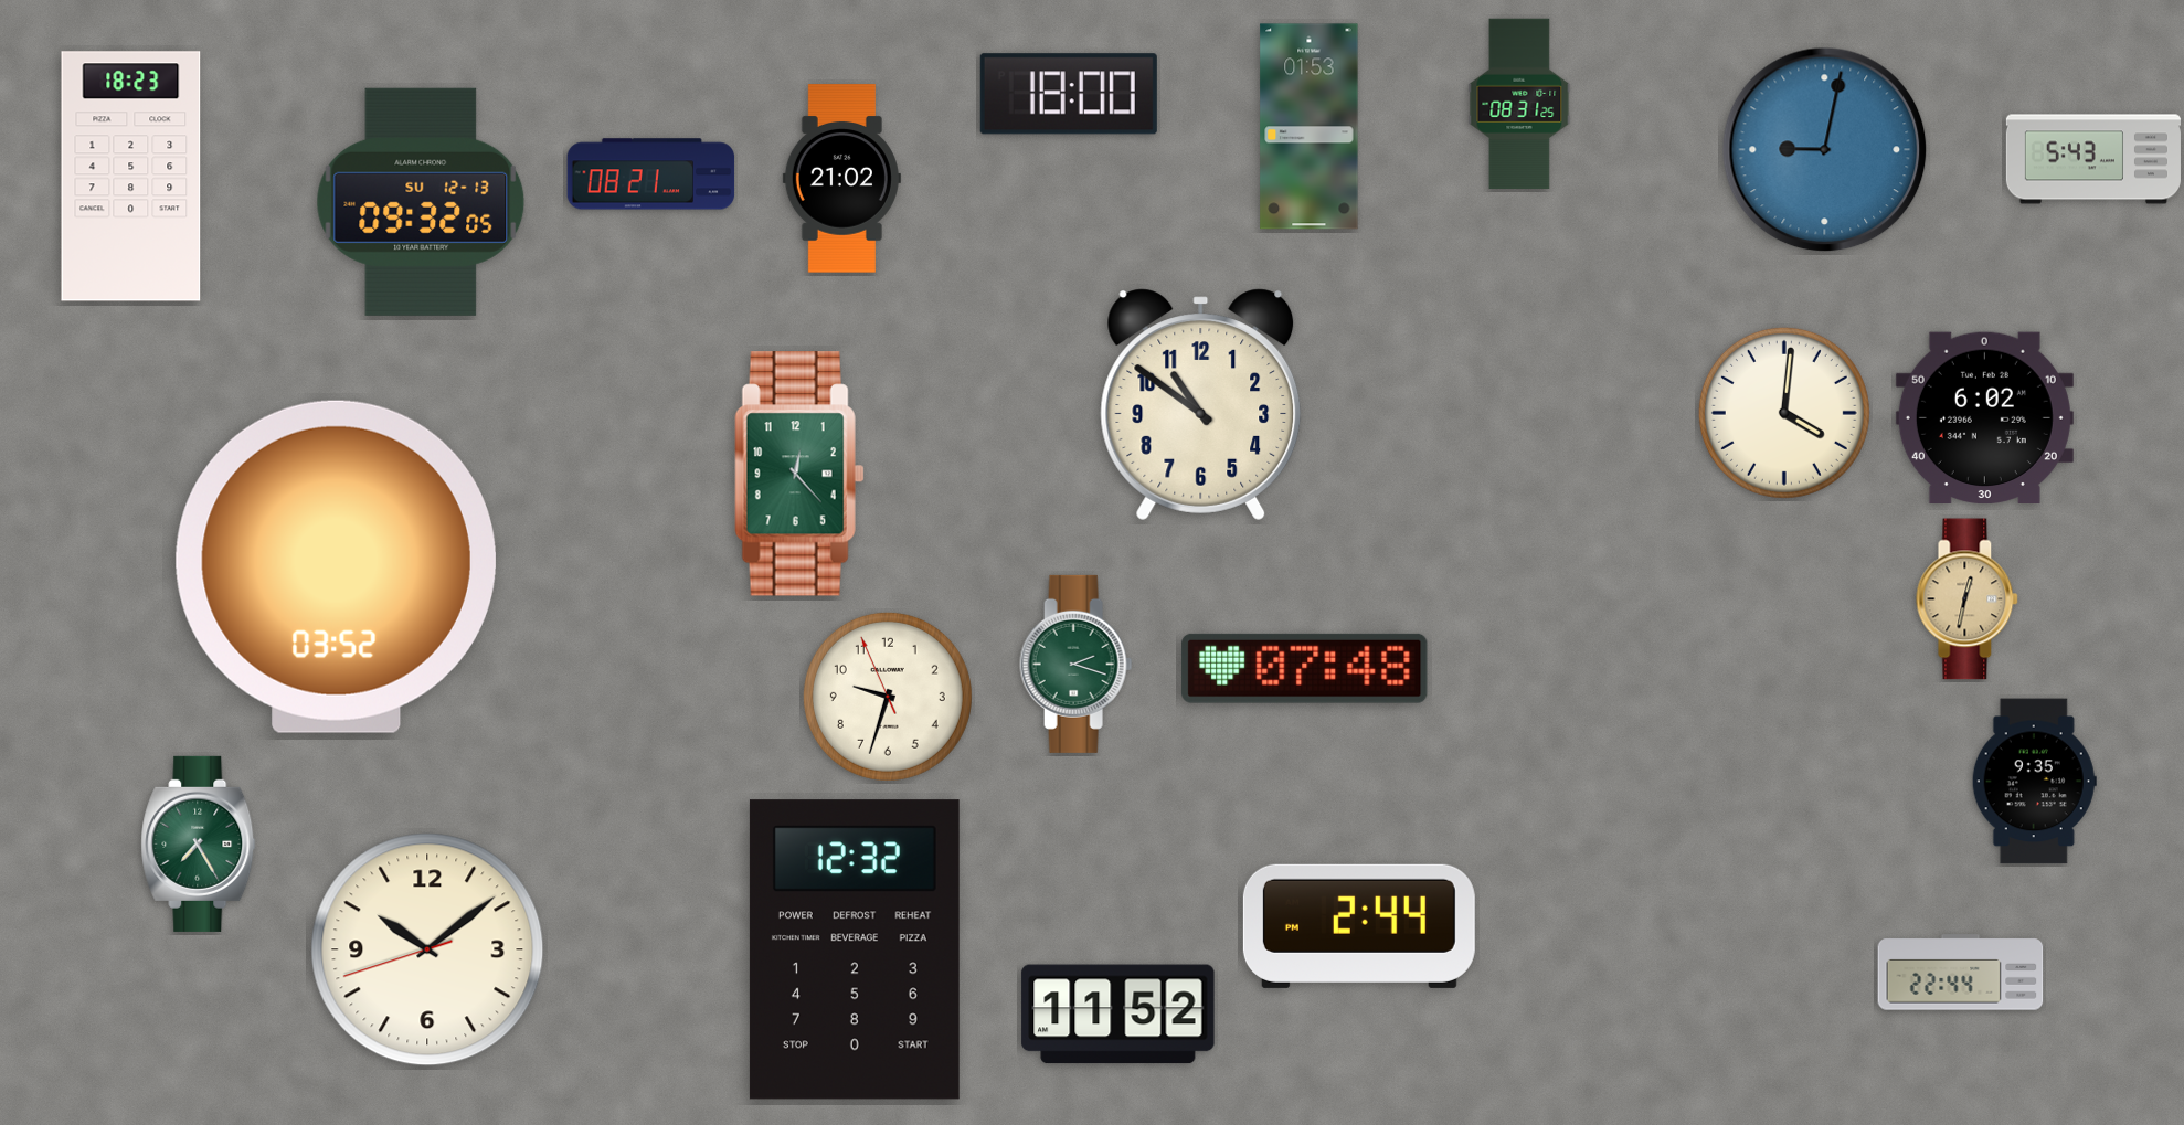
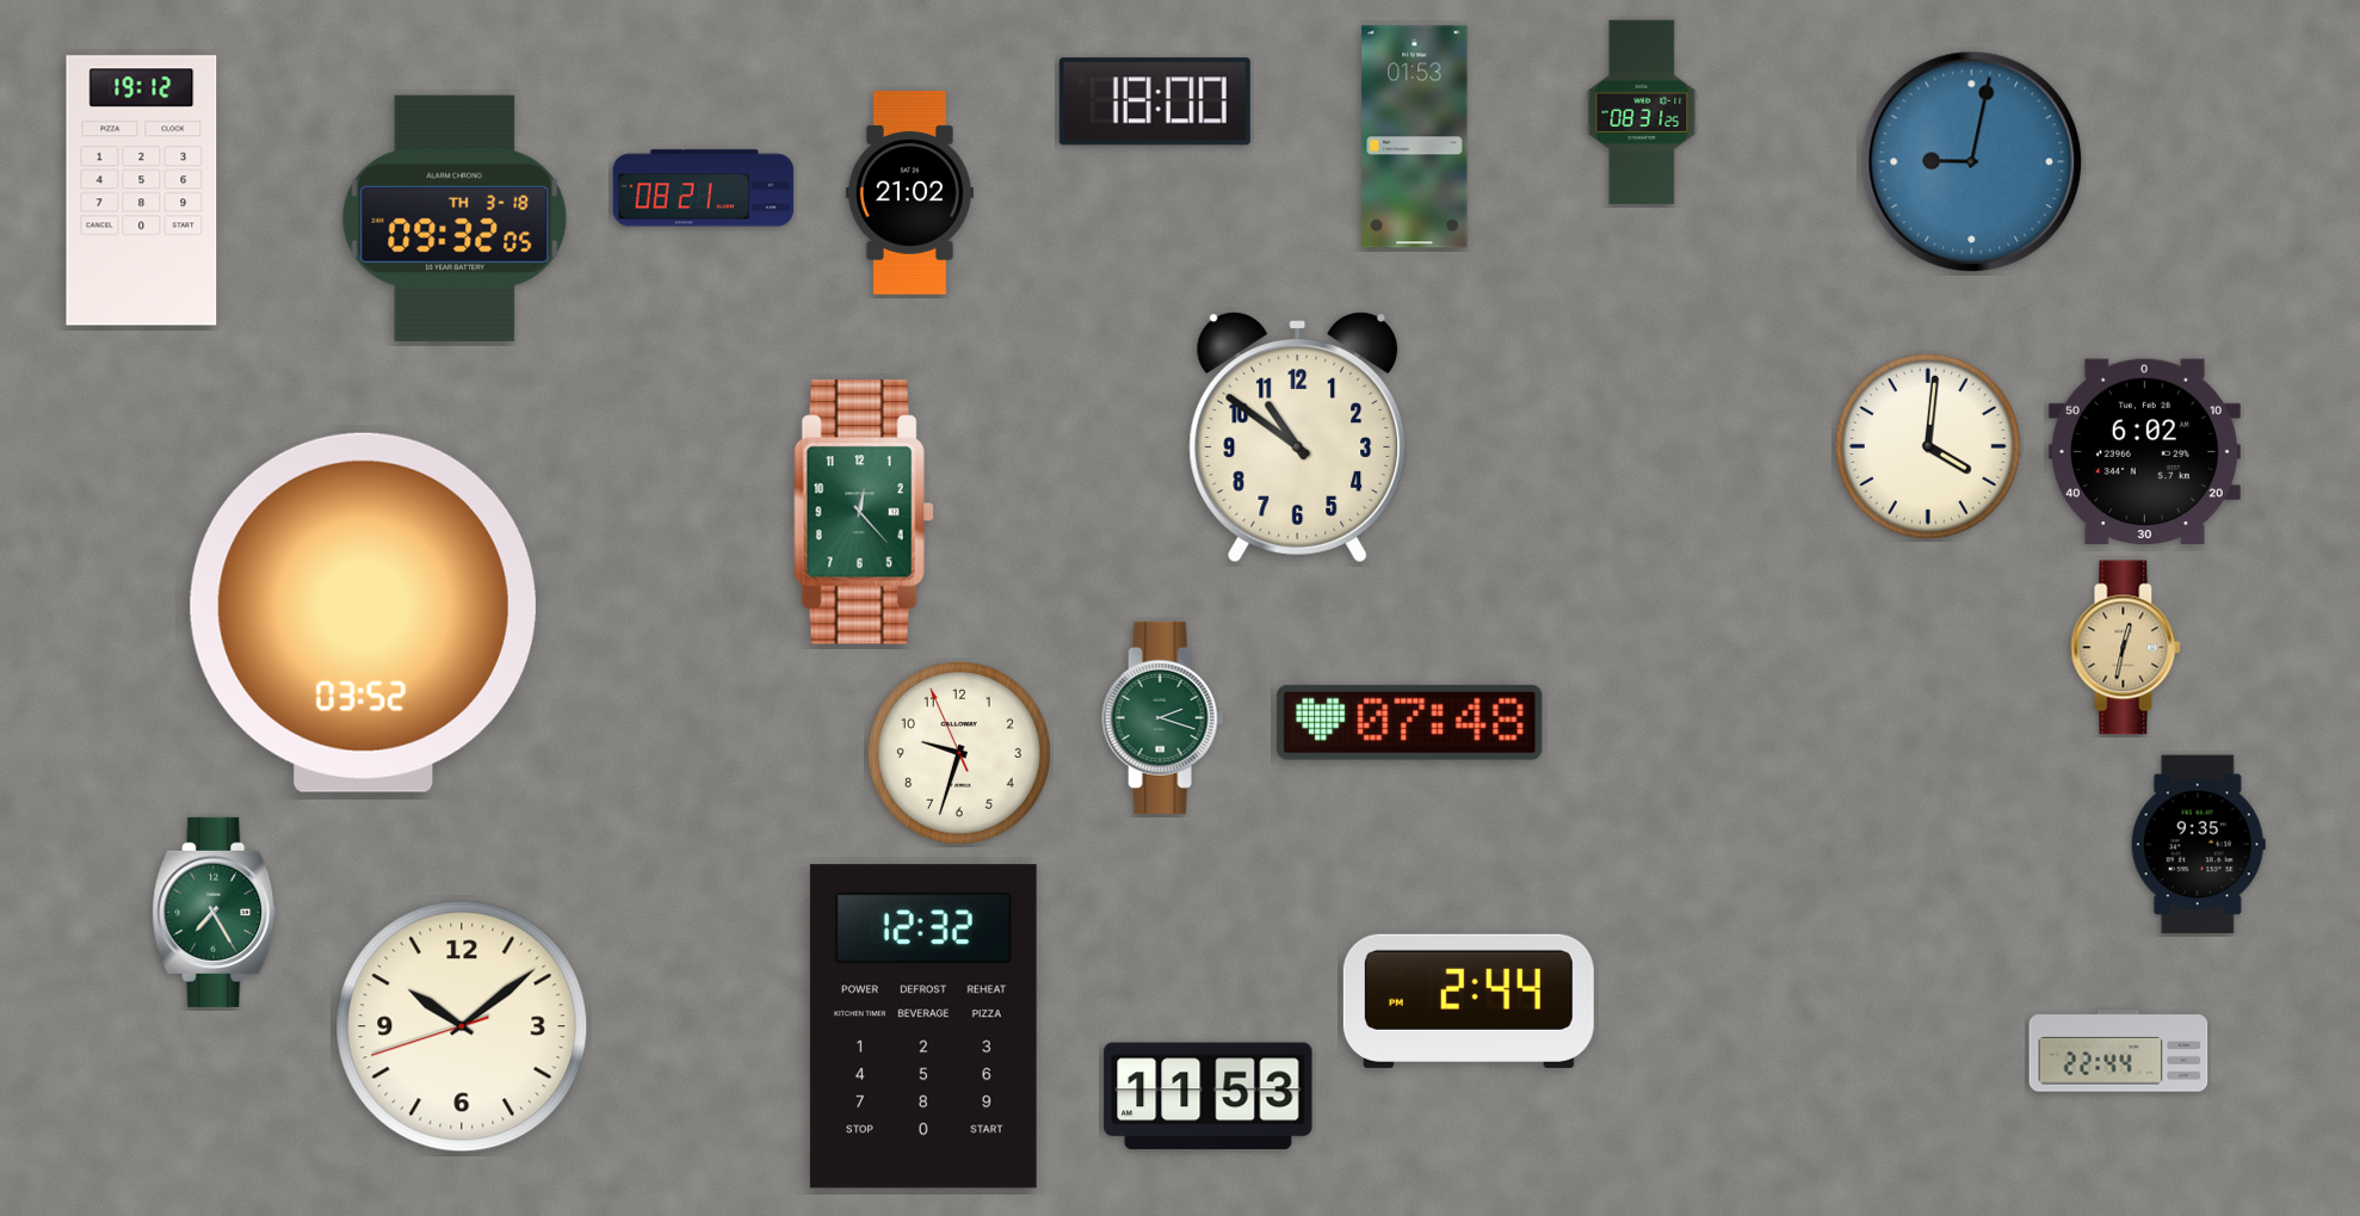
clock at (2093, 159): 5:43 -> none
clock at (131, 177): 18:23 -> 19:12
clock at (421, 202) date: SU 12-13 -> TH 3-18
clock at (1118, 1015): 11:52 -> 11:53
